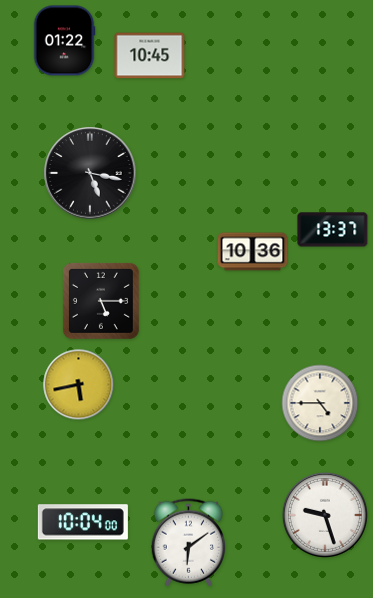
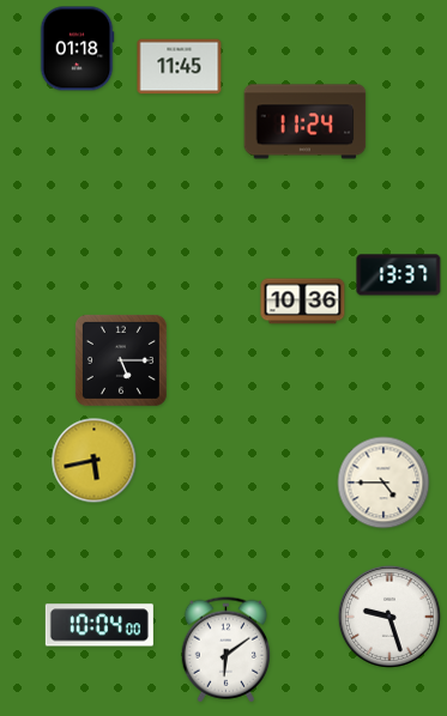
clock at (64, 41): 01:22 -> 01:18
clock at (150, 56): 10:45 -> 11:45
clock at (306, 122): none -> 11:24
clock at (90, 173): 5:17 -> none
